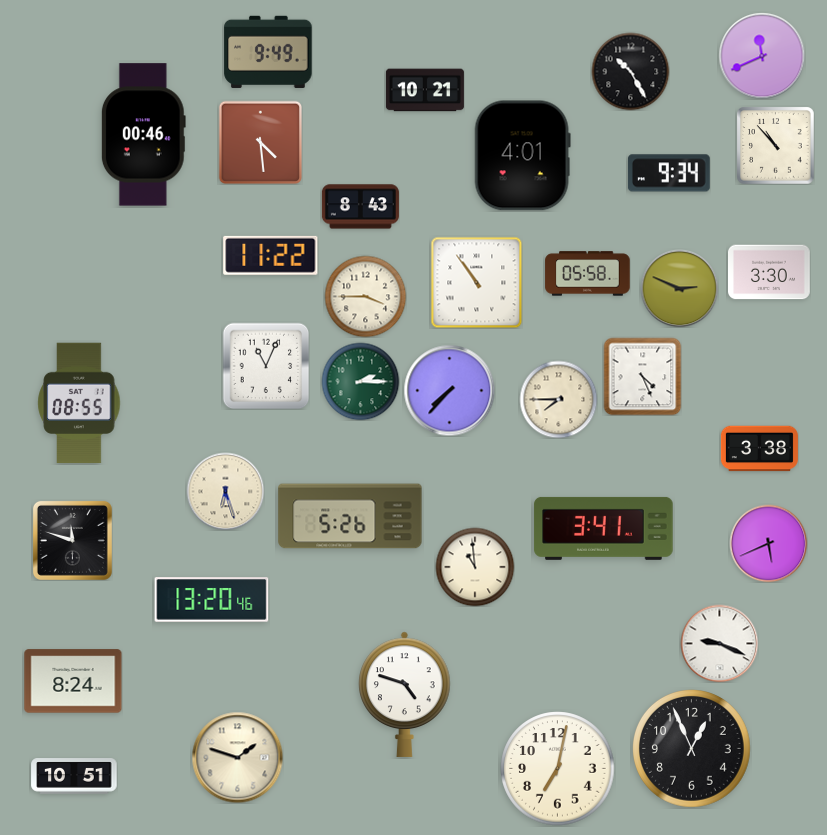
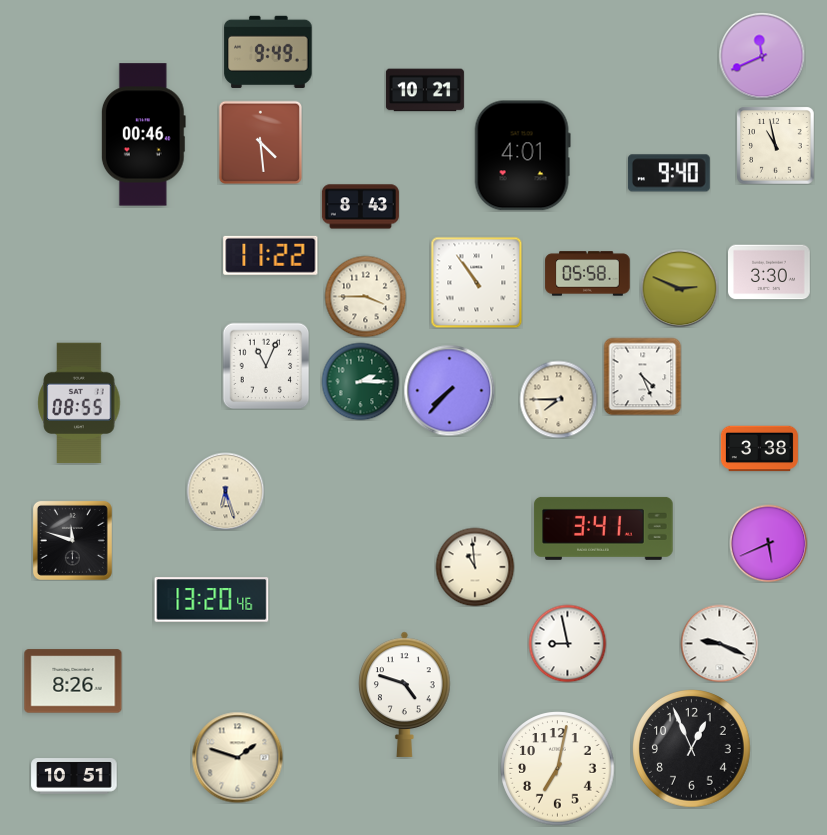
clock at (630, 71): 10:25 -> none
clock at (775, 145): 10:53 -> 10:58
clock at (669, 173): 9:34 -> 9:40
clock at (350, 516): 5:26 -> none
clock at (567, 643): none -> 8:58
clock at (73, 681): 8:24 -> 8:26
